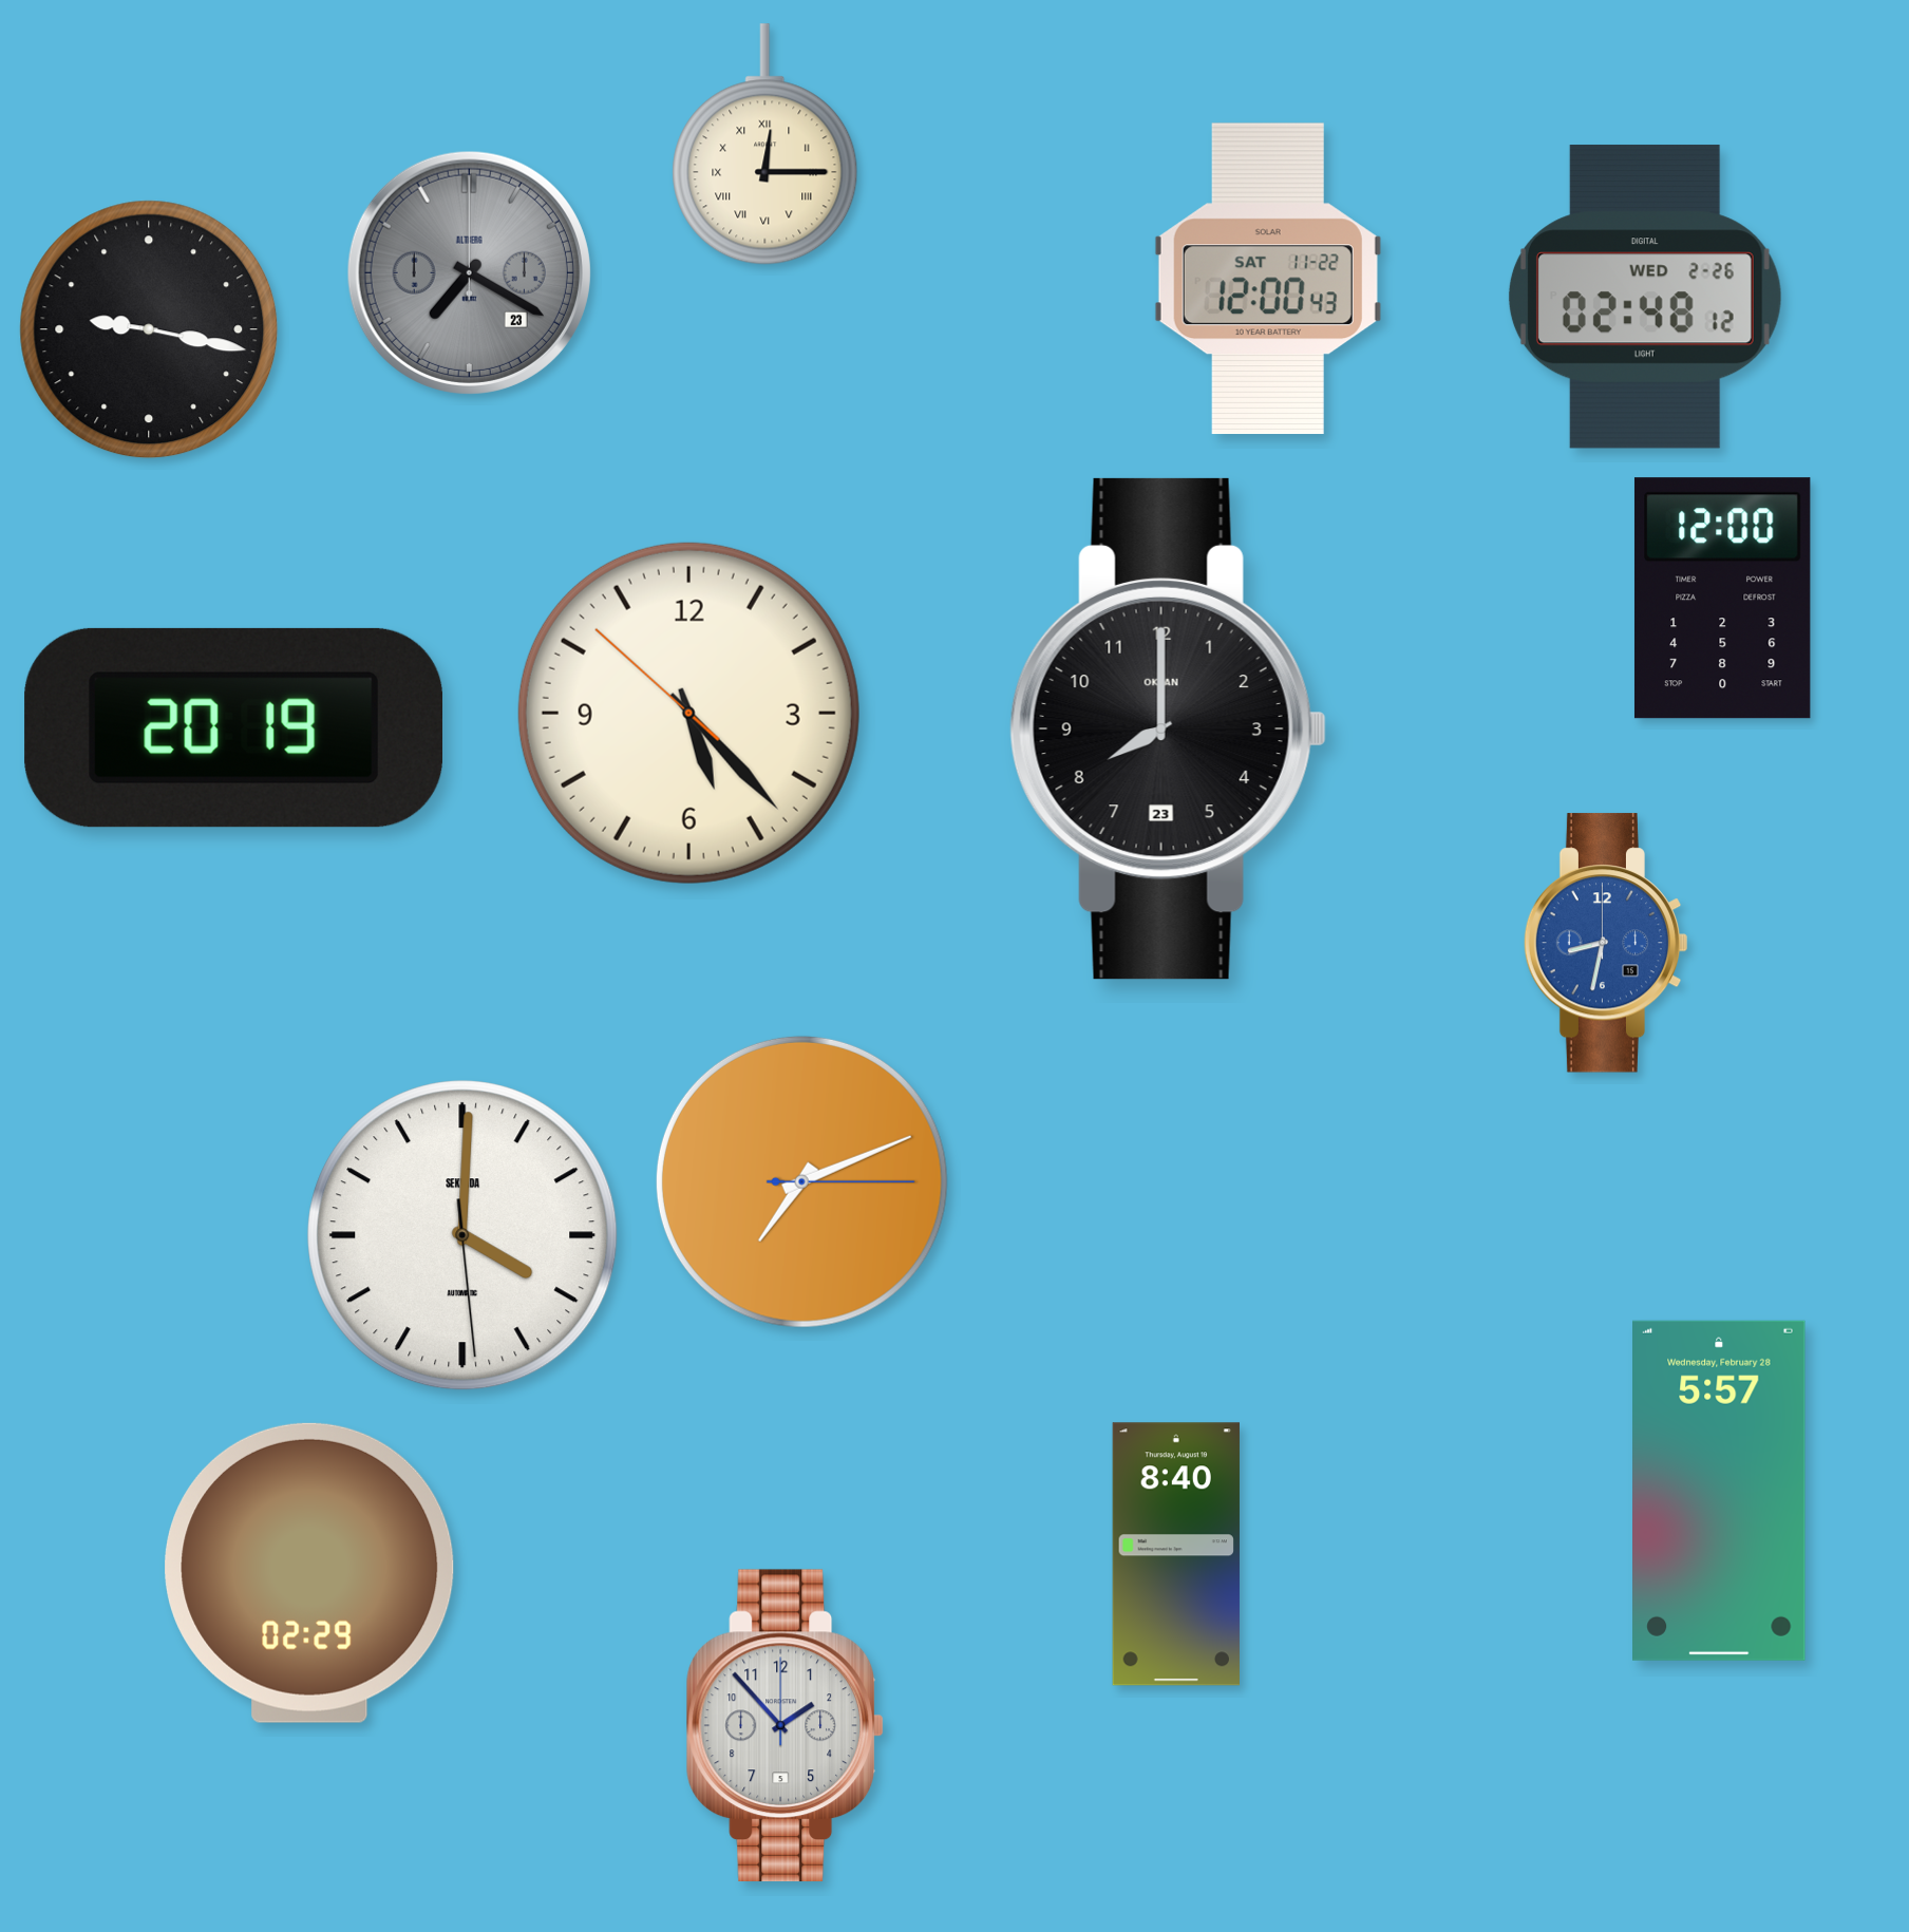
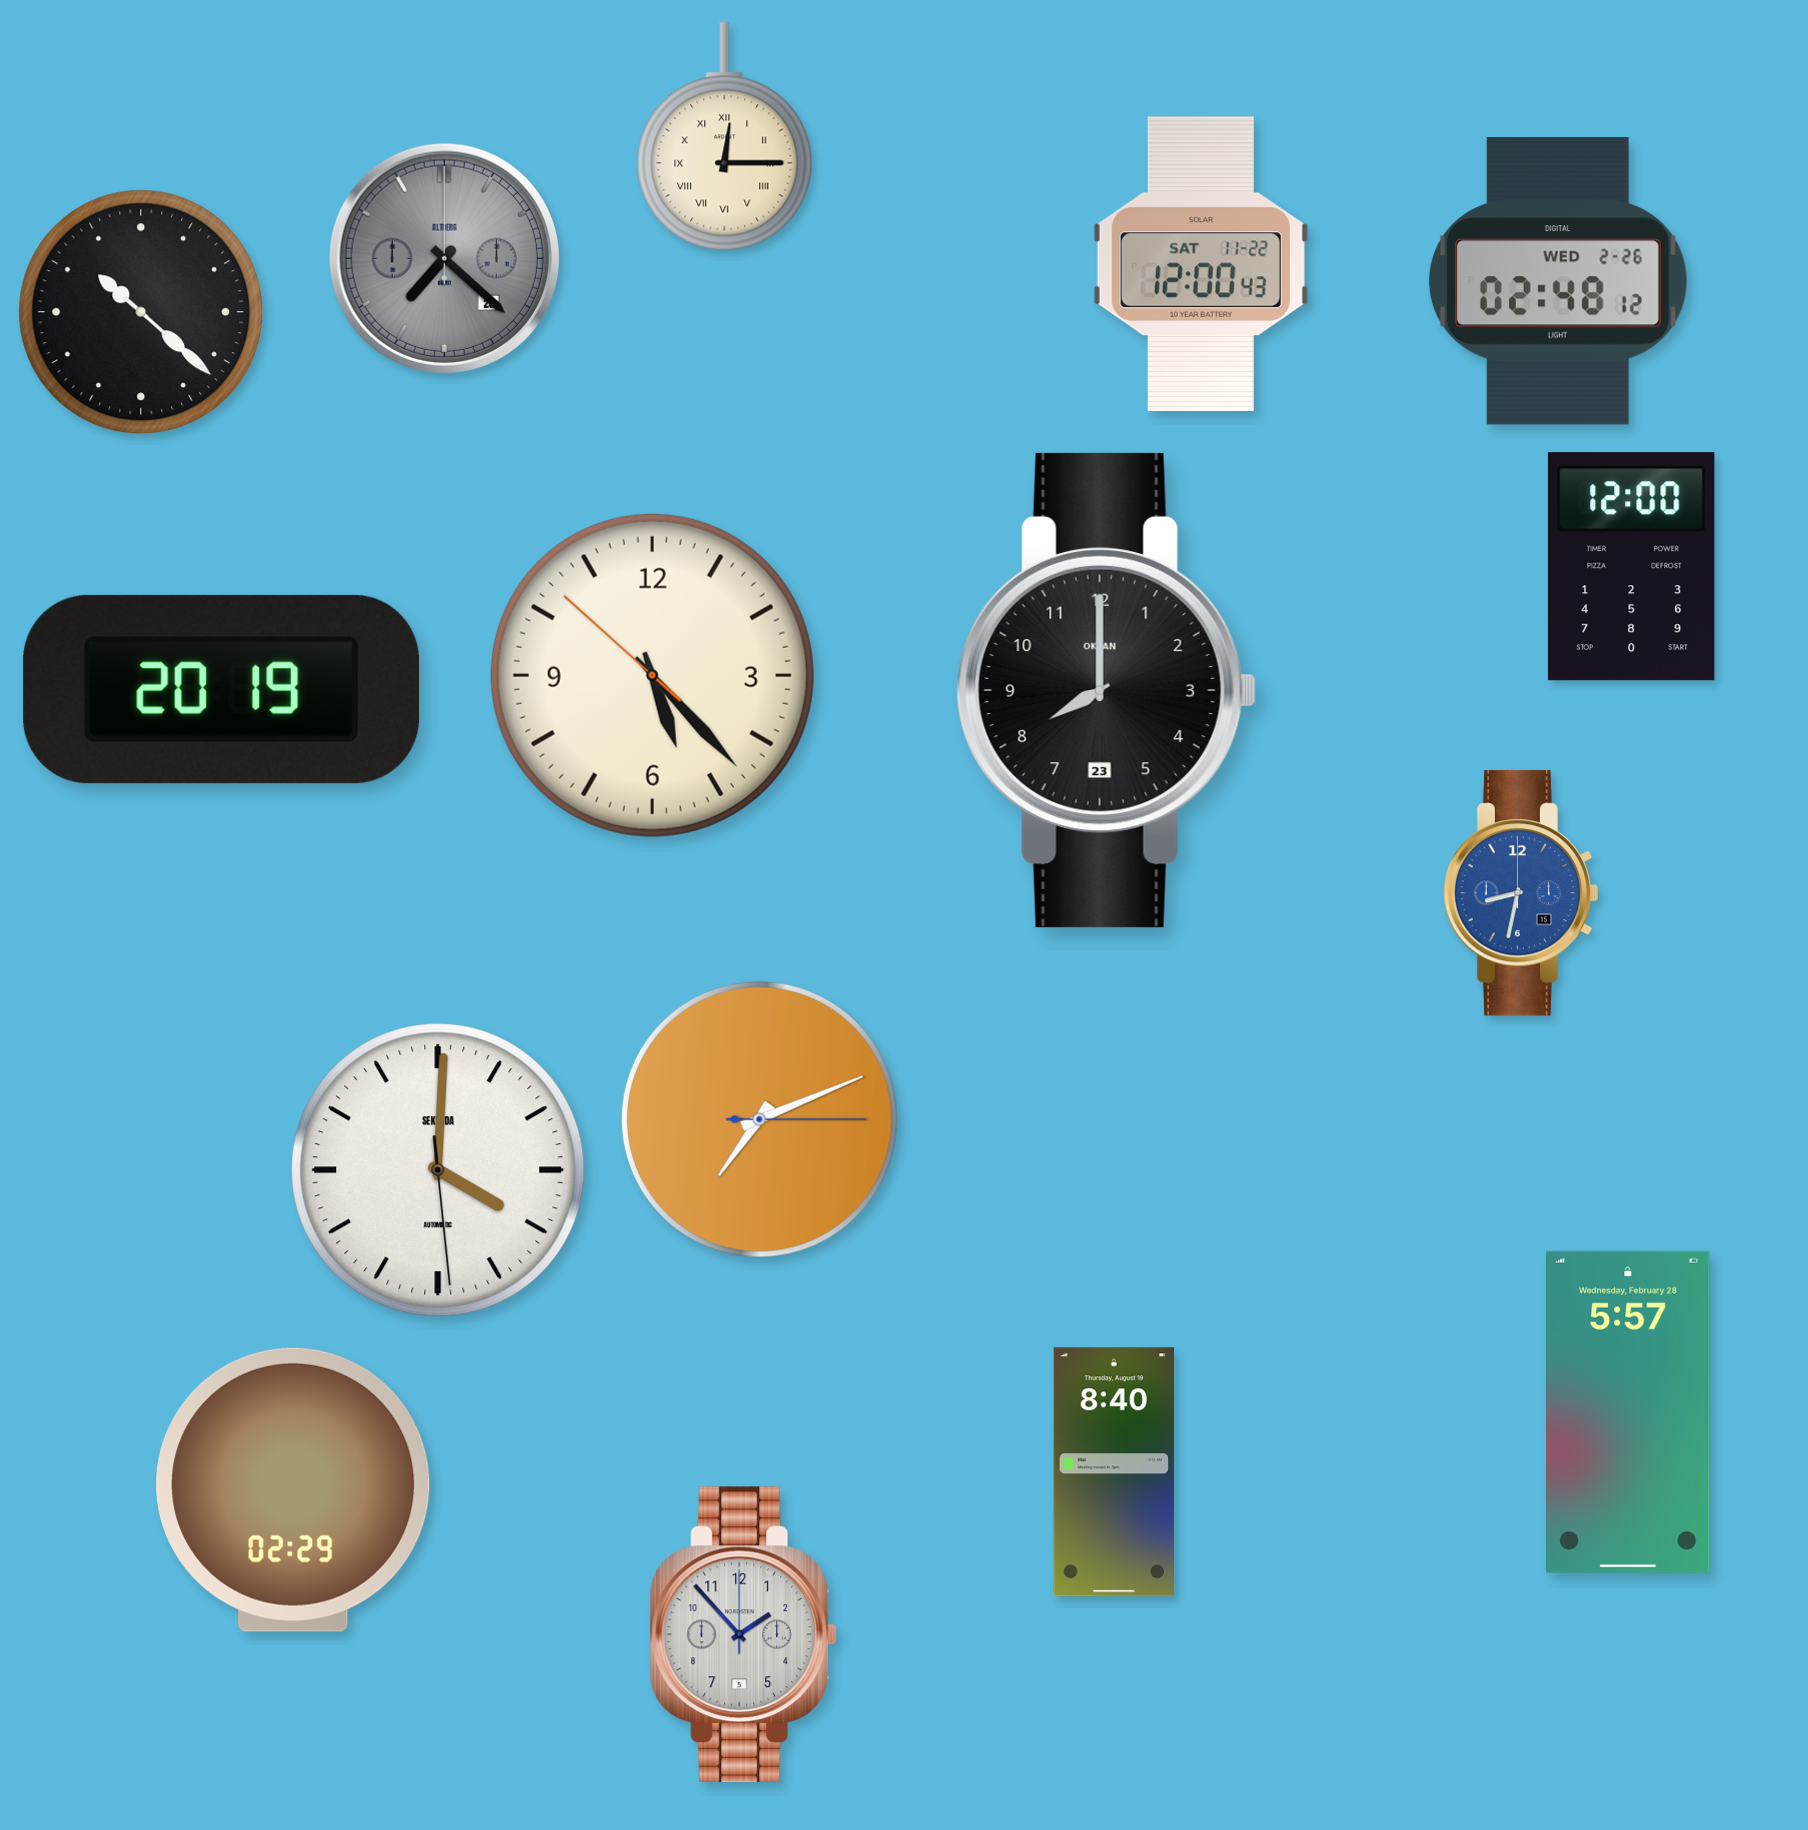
clock at (469, 272): 7:20 -> 7:22
clock at (149, 329): 9:17 -> 10:22
